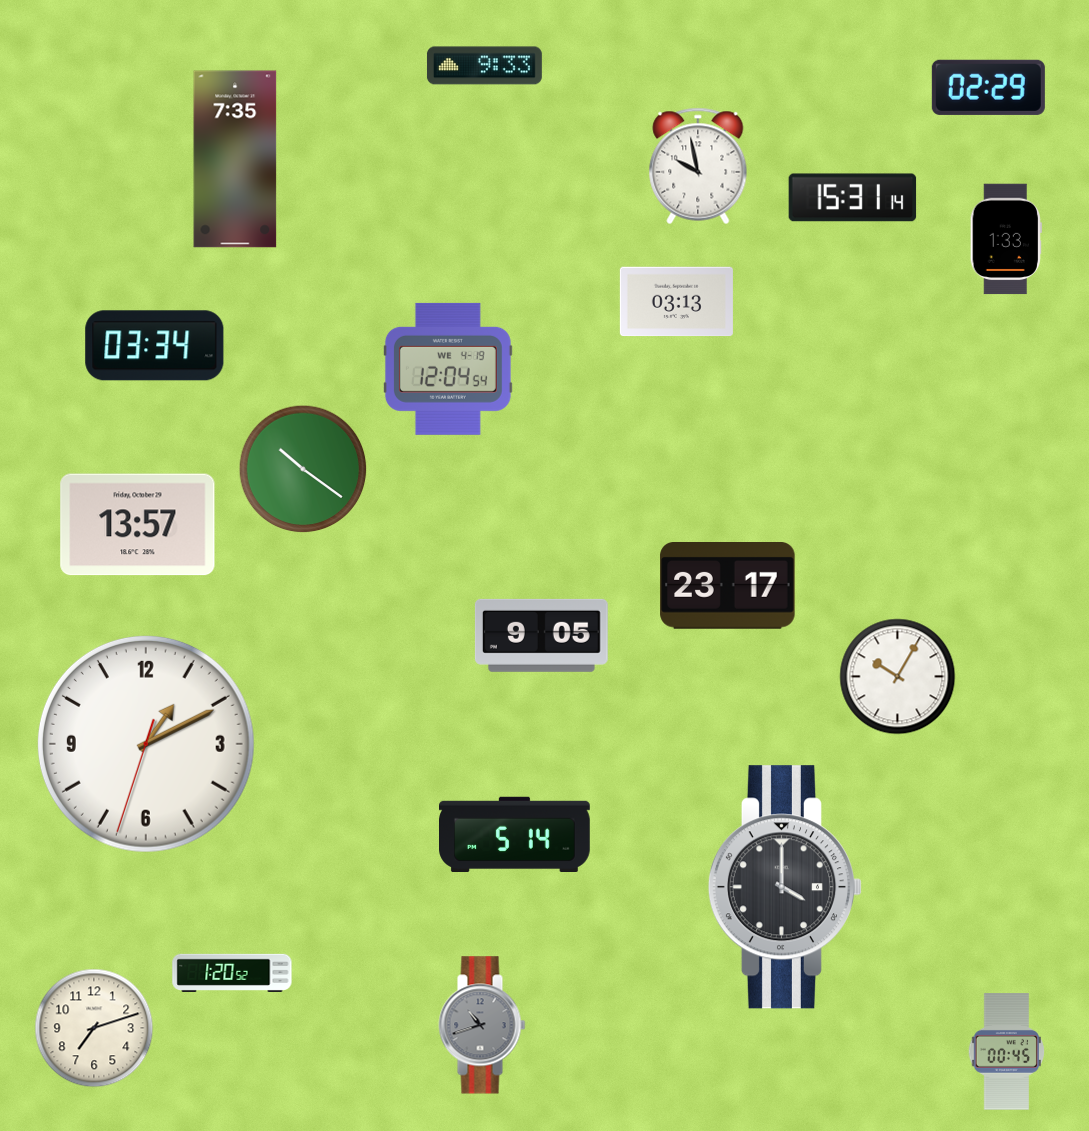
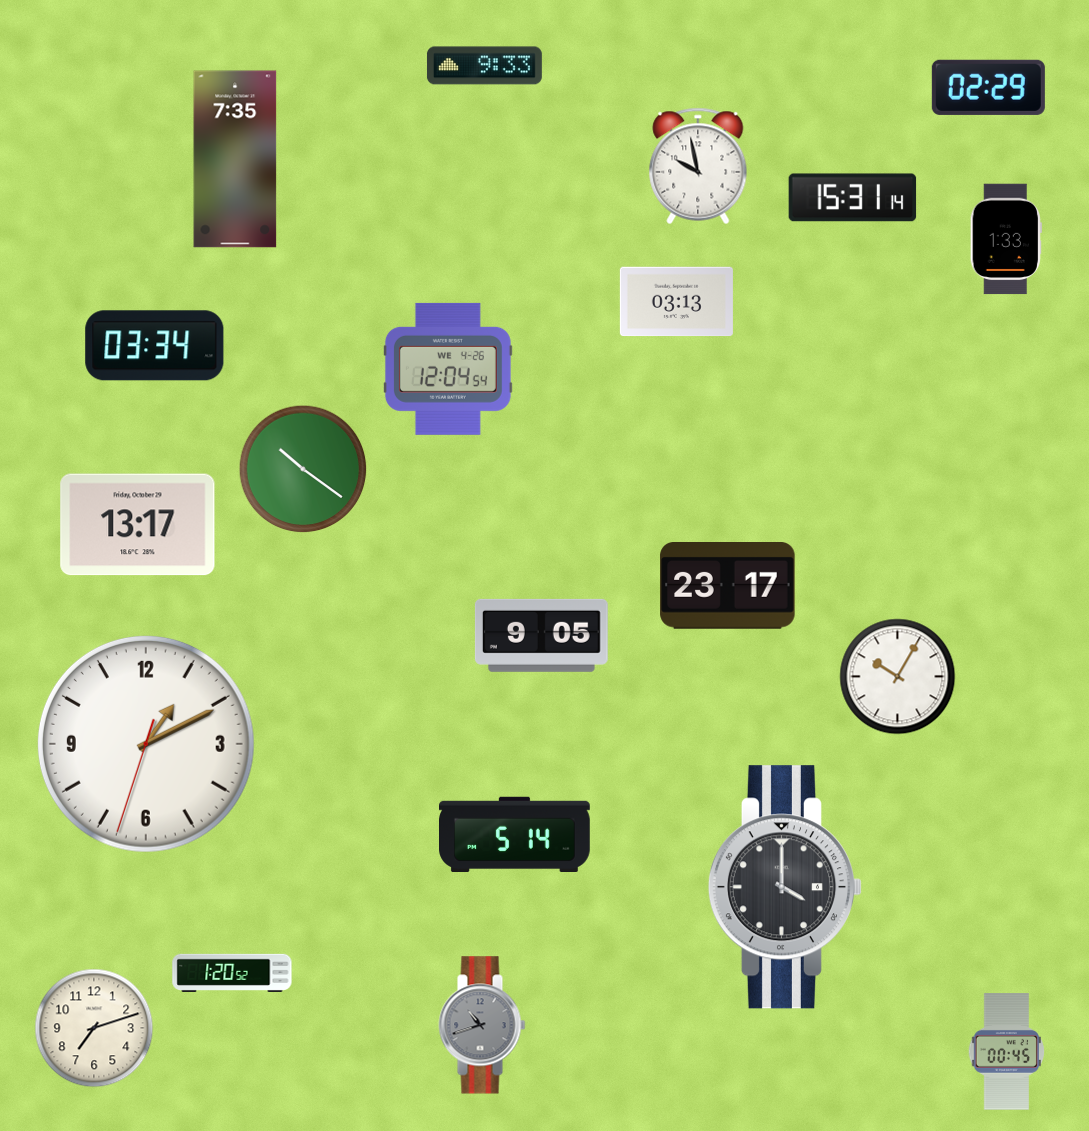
clock at (448, 369) date: WE 4-19 -> WE 4-26
clock at (138, 525): 13:57 -> 13:17
